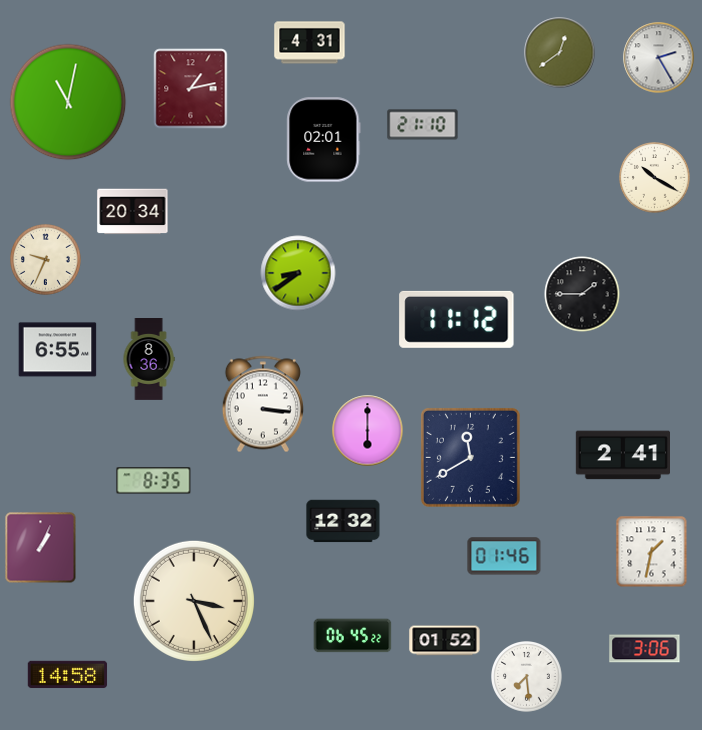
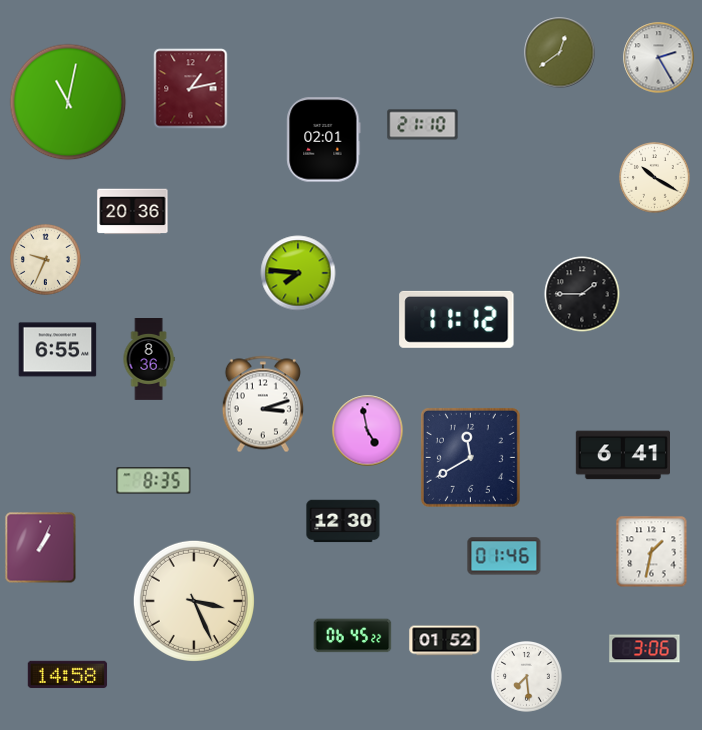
clock at (310, 43): 4:31 -> none
clock at (133, 212): 20:34 -> 20:36
clock at (298, 273): 8:39 -> 7:46
clock at (263, 404): 3:16 -> 3:12
clock at (368, 431): 6:00 -> 4:58
clock at (622, 455): 2:41 -> 6:41
clock at (343, 521): 12:32 -> 12:30
